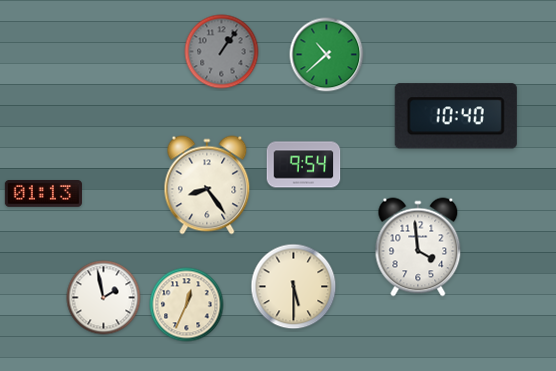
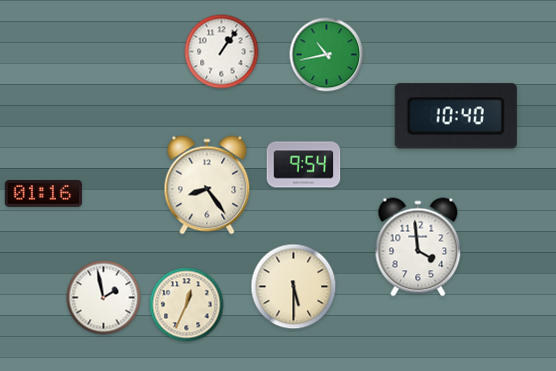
clock at (222, 52) dial: grey -> white
clock at (327, 55): 10:38 -> 10:43
clock at (43, 194): 01:13 -> 01:16
